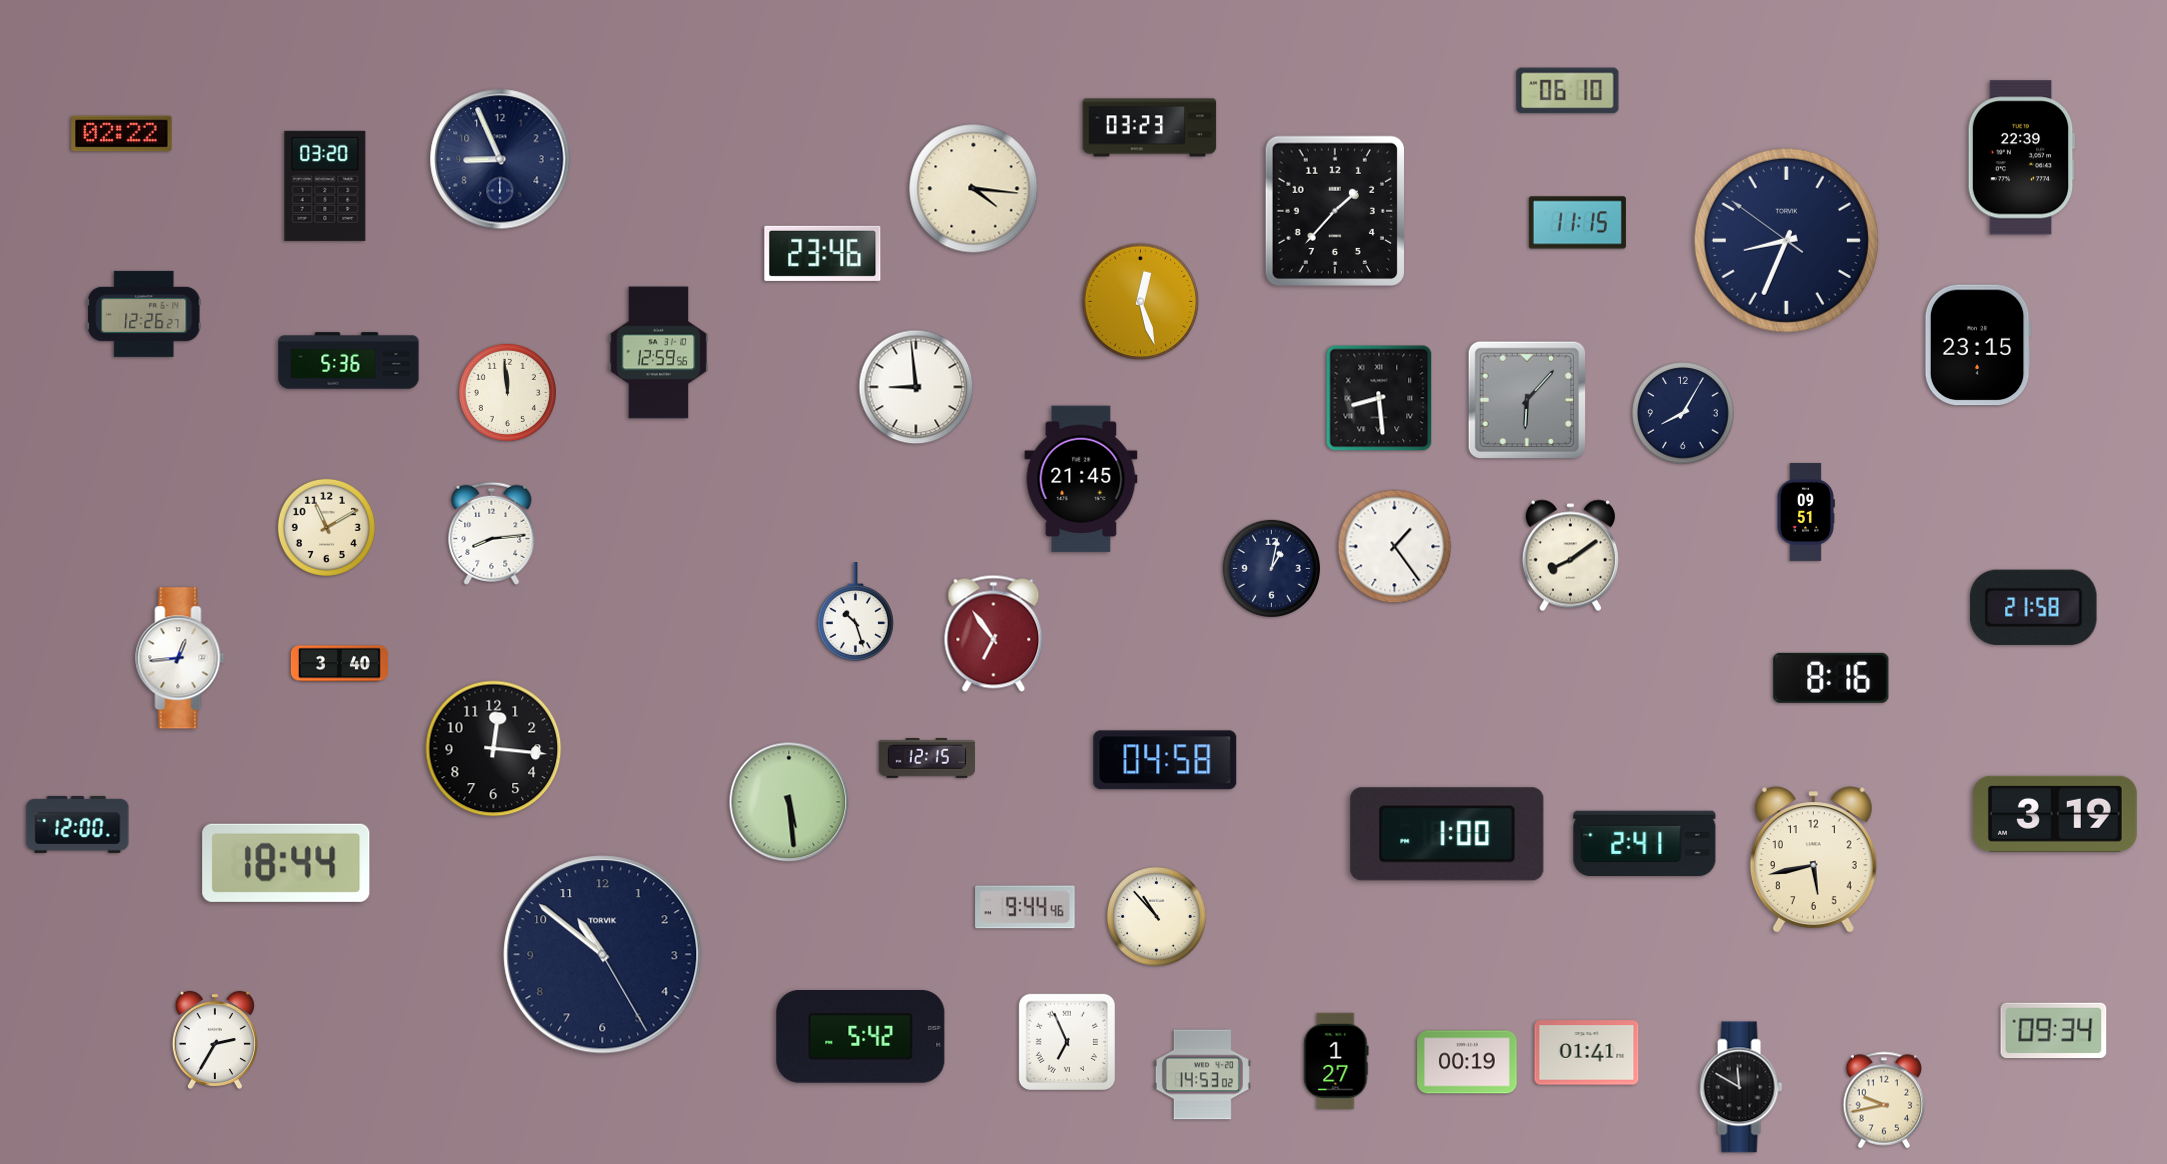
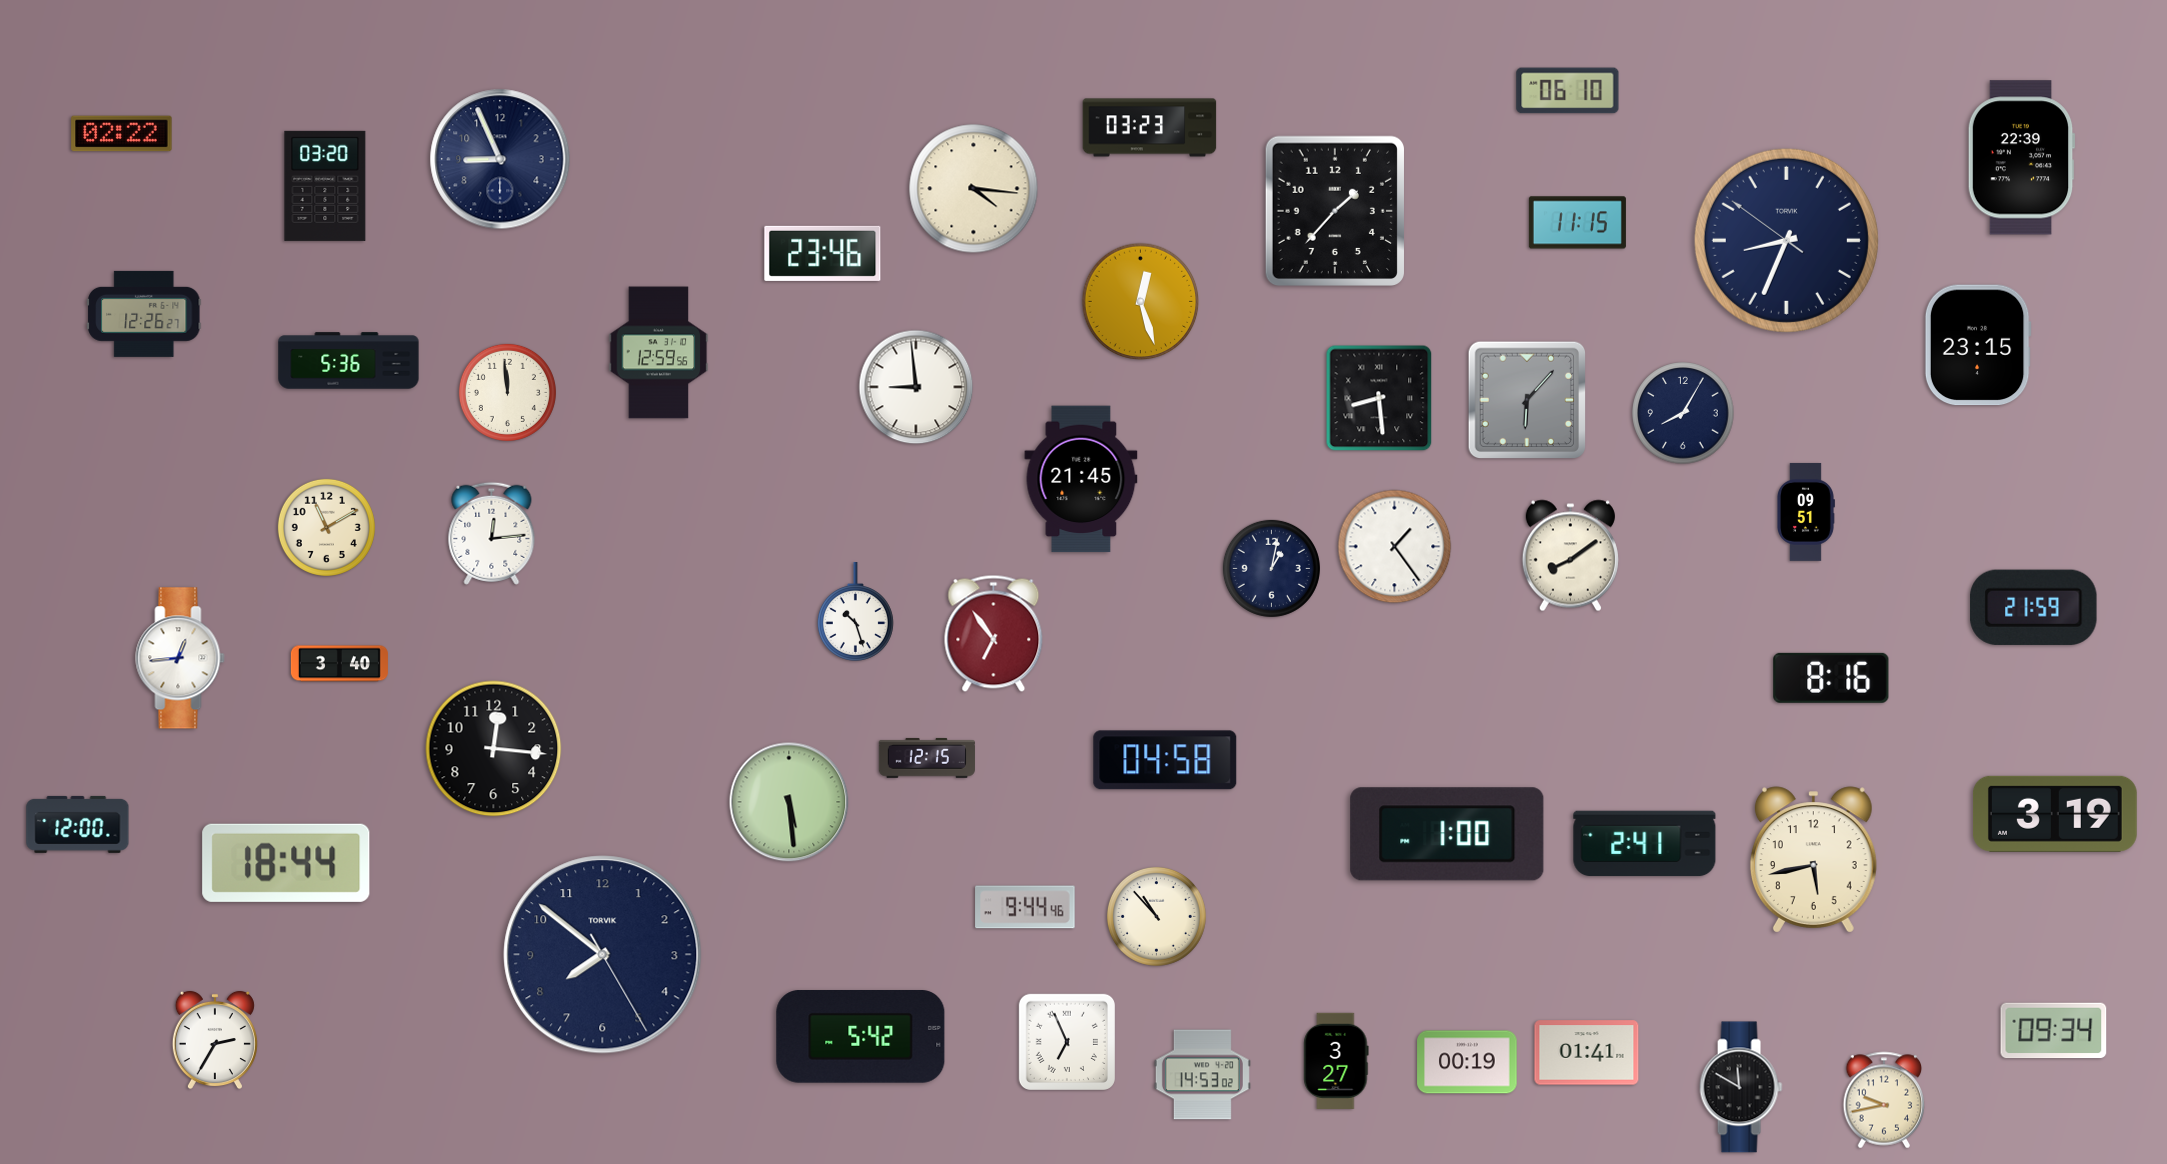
clock at (492, 533): 8:14 -> 12:14
clock at (2034, 607): 21:58 -> 21:59
clock at (603, 955): 10:51 -> 7:51
clock at (1336, 1061): 1:27 -> 3:27
